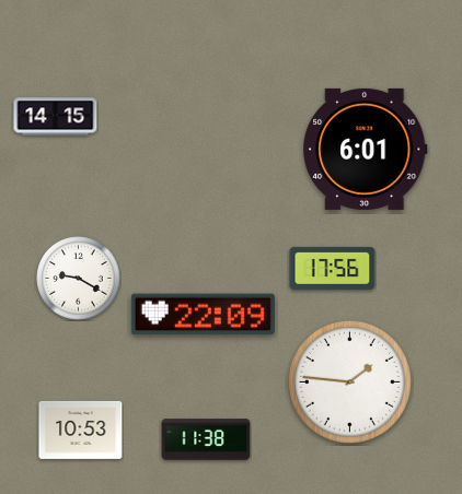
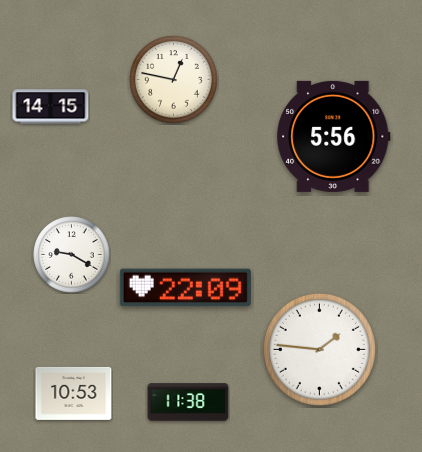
clock at (174, 80): none -> 12:47
clock at (366, 149): 6:01 -> 5:56
clock at (333, 268): 17:56 -> none
